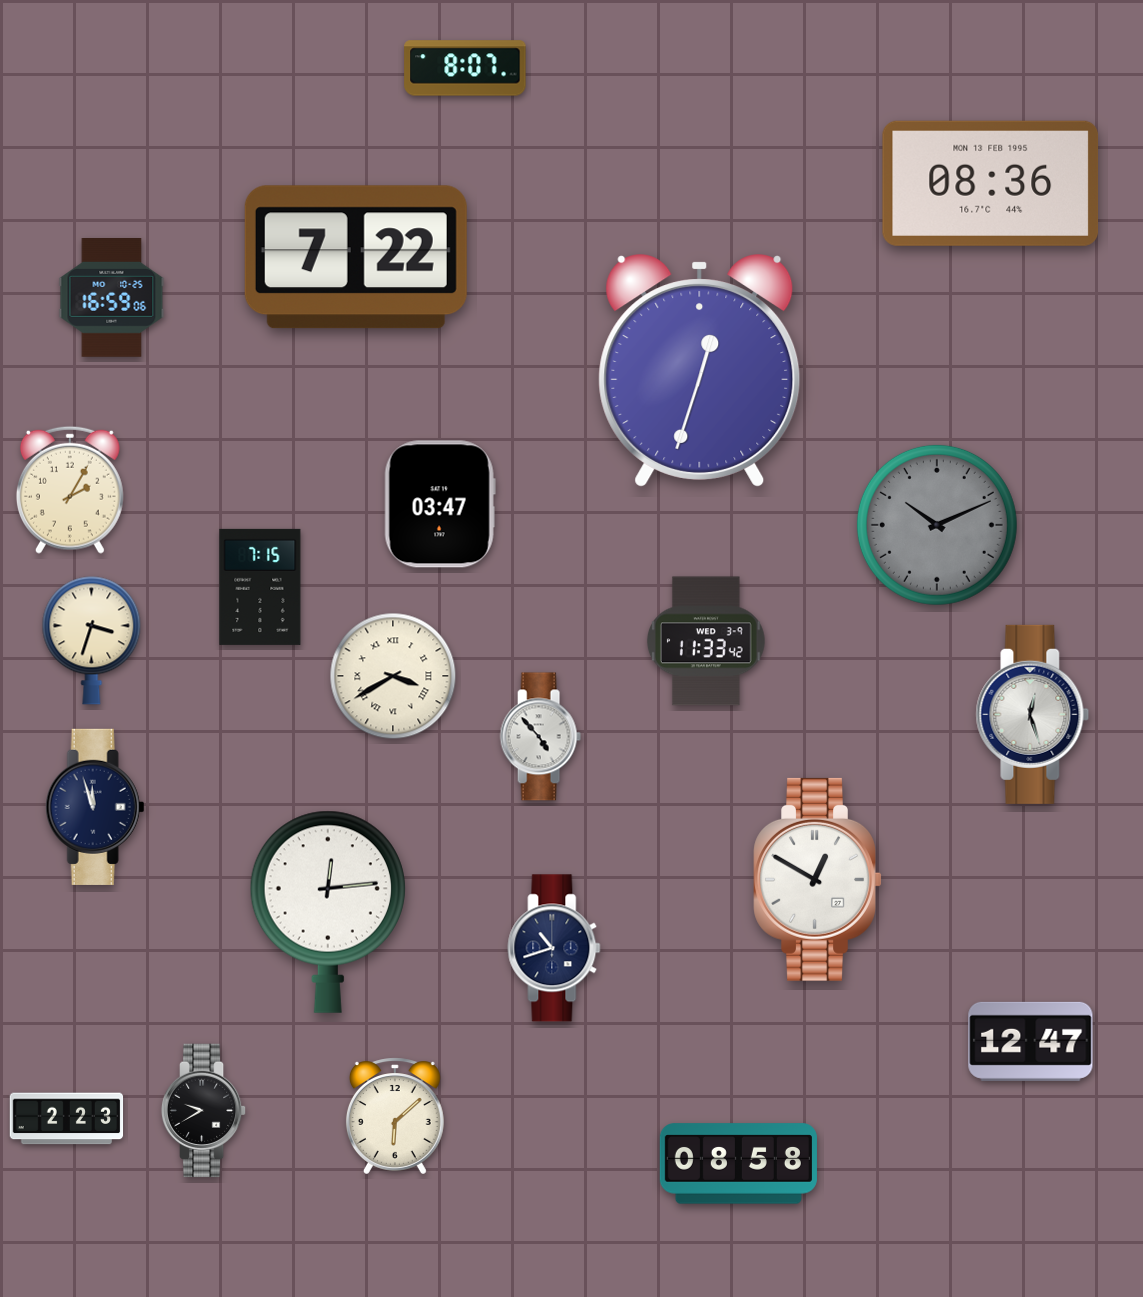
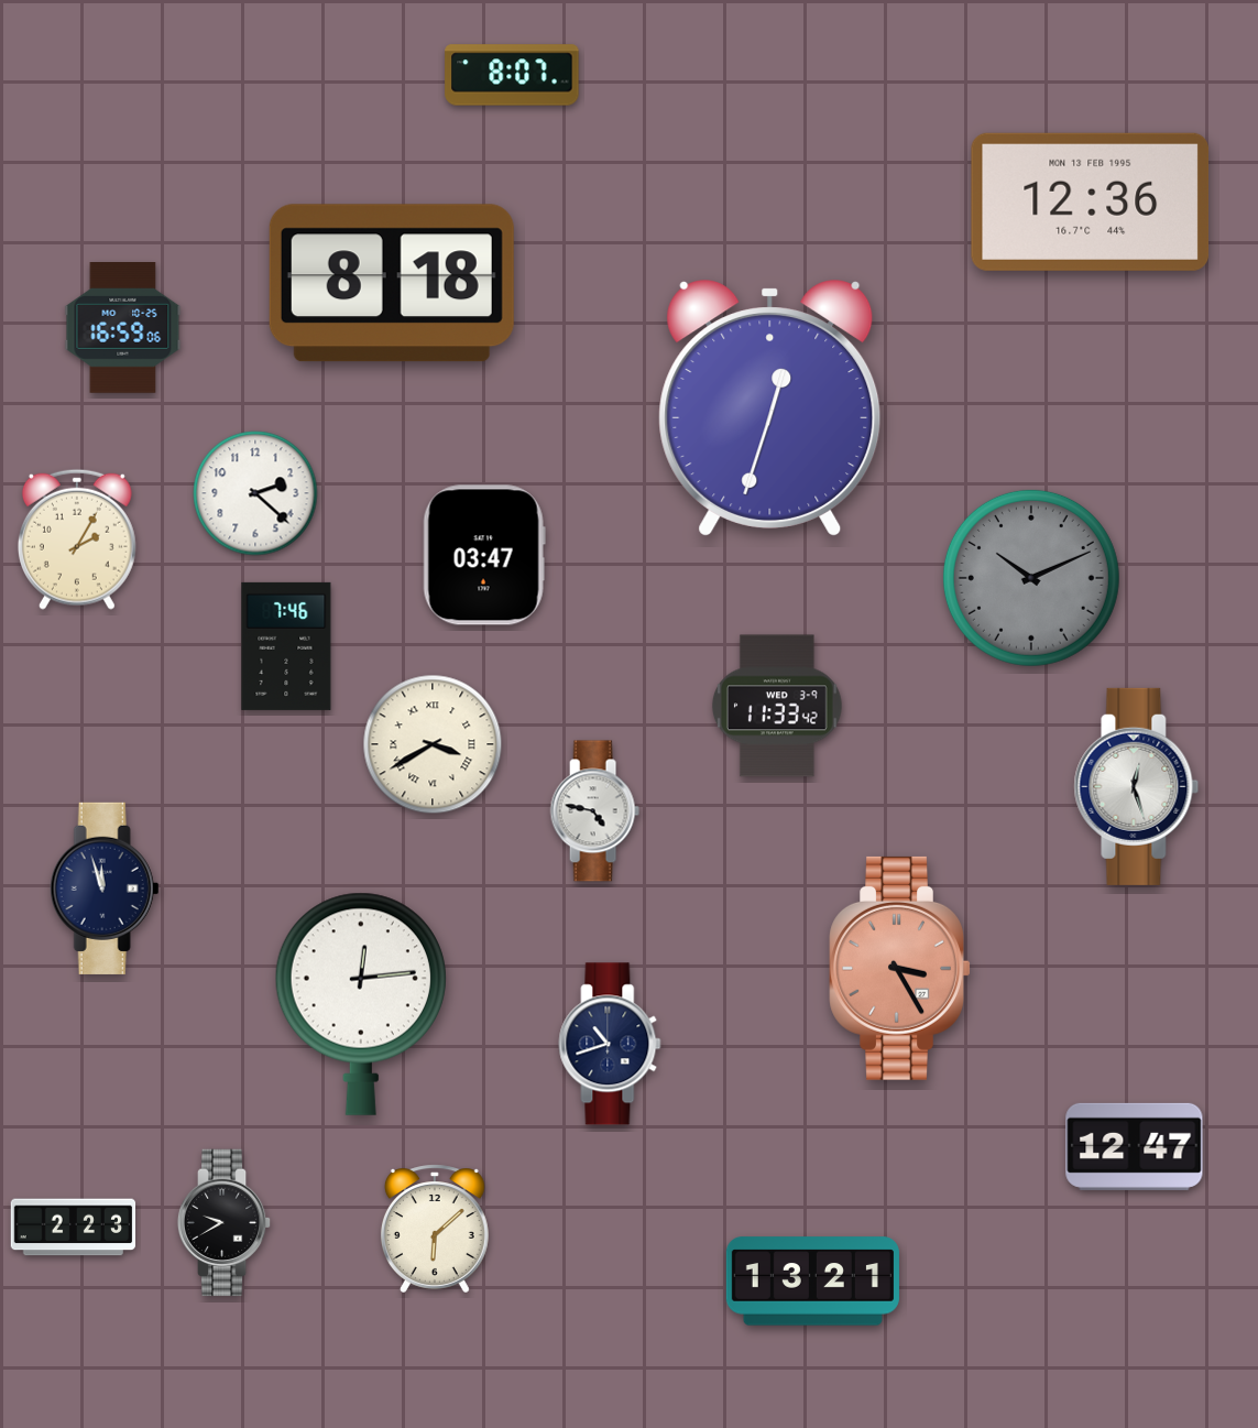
clock at (991, 183): 08:36 -> 12:36
clock at (356, 257): 7:22 -> 8:18
clock at (255, 493): none -> 2:22
clock at (260, 587): 7:15 -> 7:46
clock at (92, 640): 3:33 -> none
clock at (540, 737): 4:53 -> 4:47
clock at (818, 879): 12:50 -> 3:25
clock at (818, 879) dial: white -> salmon
clock at (67, 1119) position: (67, 1119) -> (74, 1228)
clock at (738, 1164): 08:58 -> 13:21
